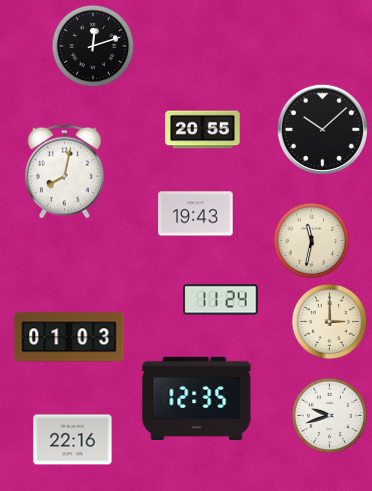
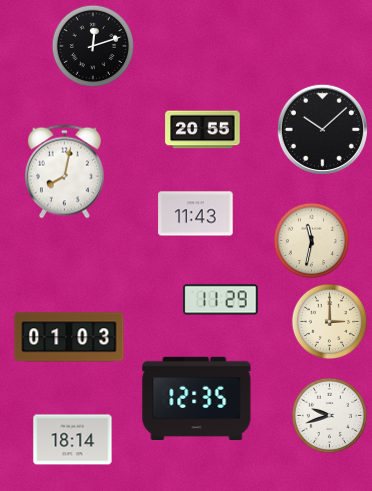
clock at (196, 214): 19:43 -> 11:43
clock at (221, 300): 11:24 -> 11:29
clock at (73, 440): 22:16 -> 18:14
